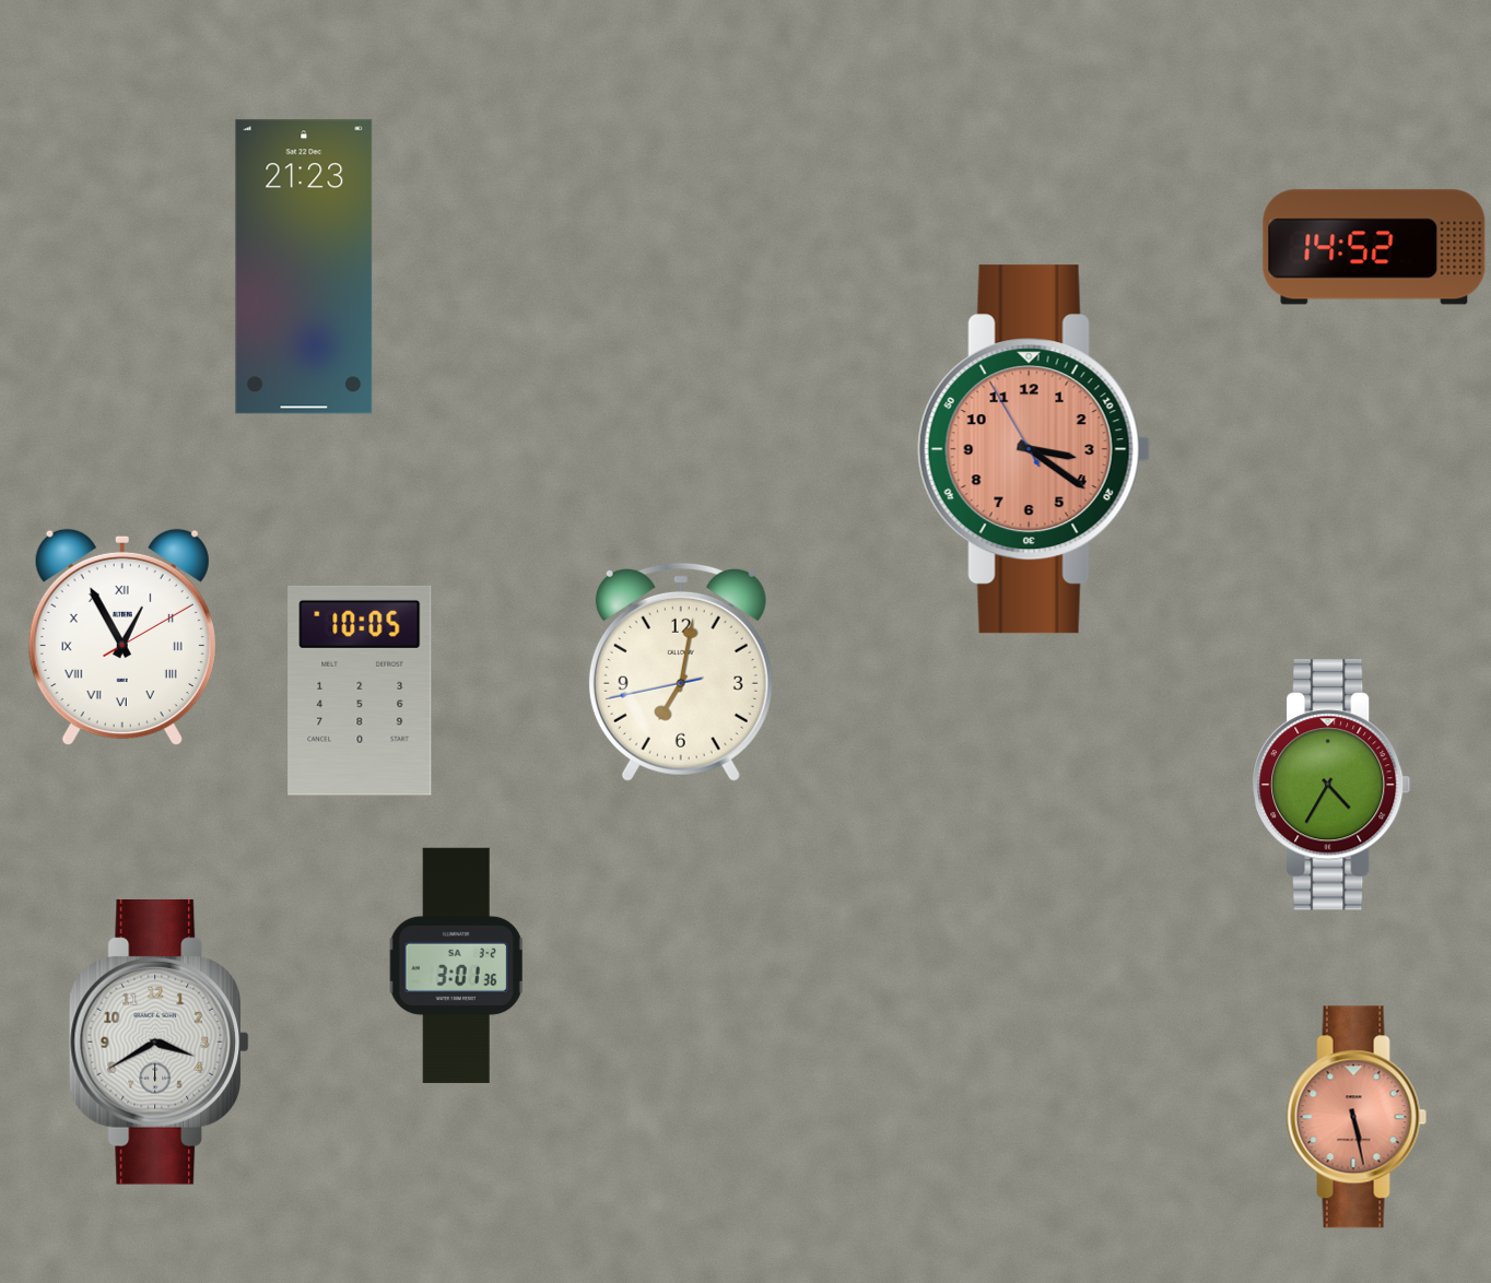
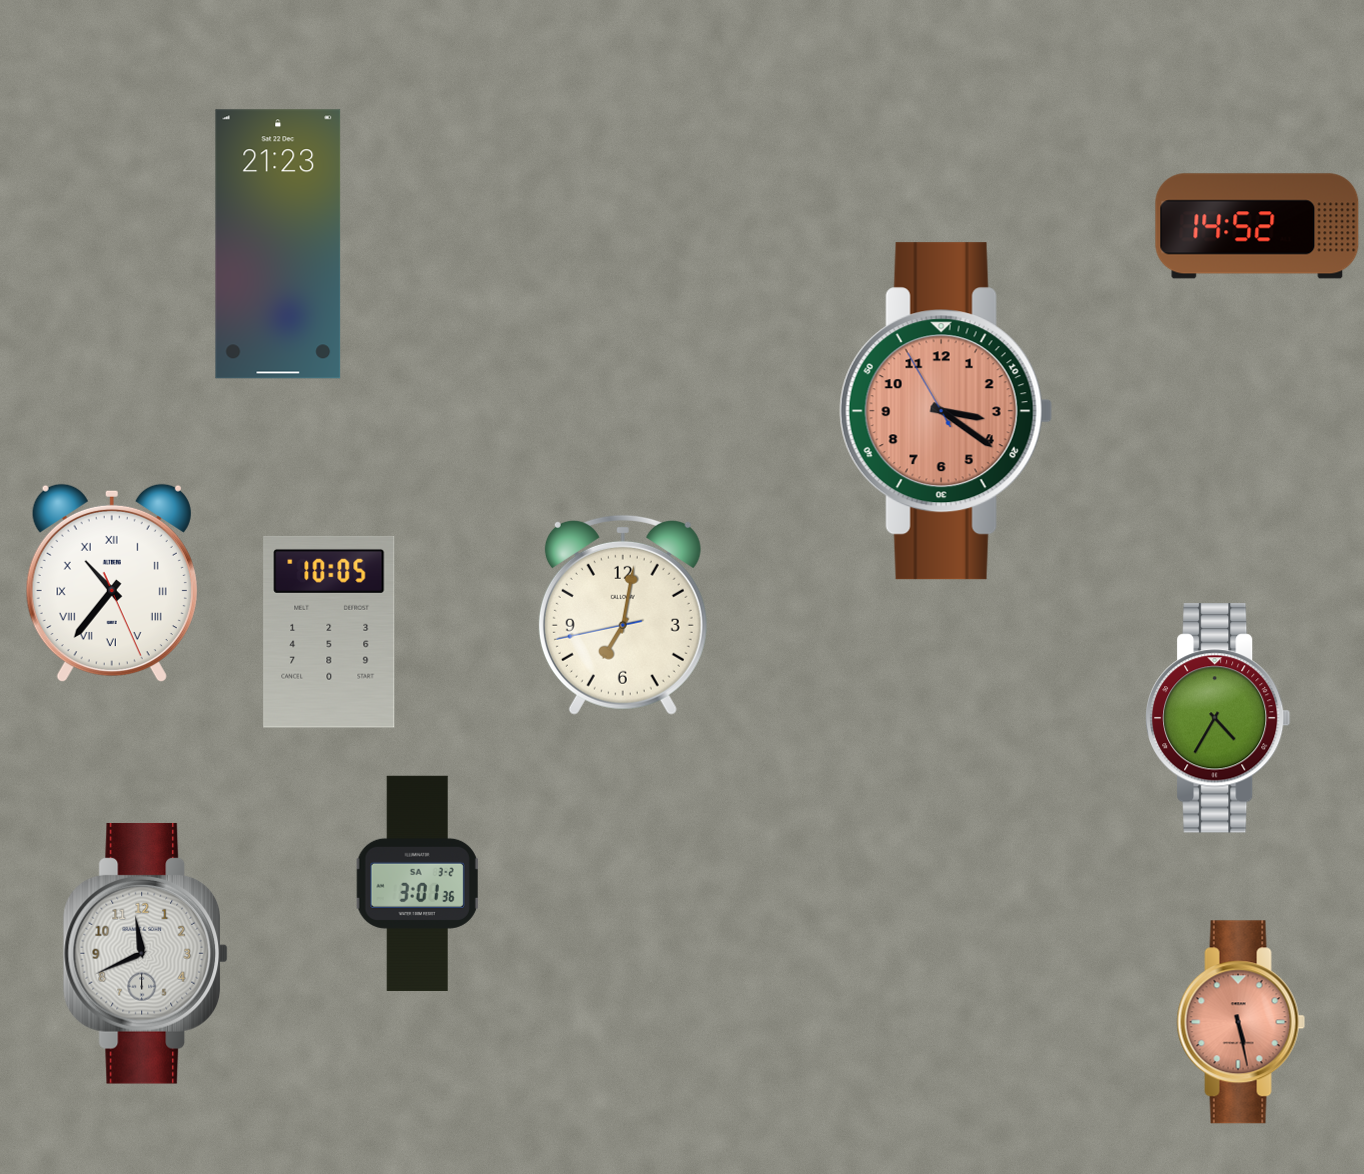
clock at (122, 637): 12:55 -> 10:36
clock at (160, 1041): 3:40 -> 11:41
